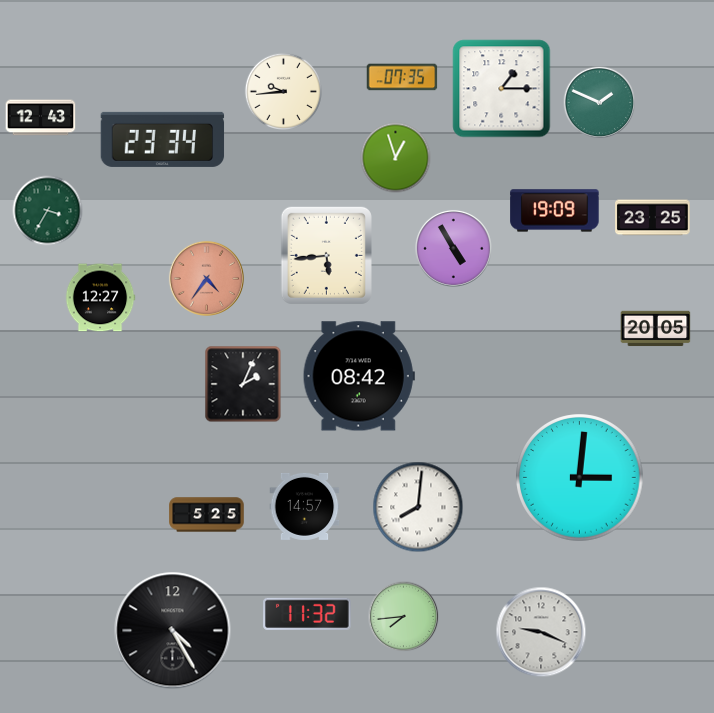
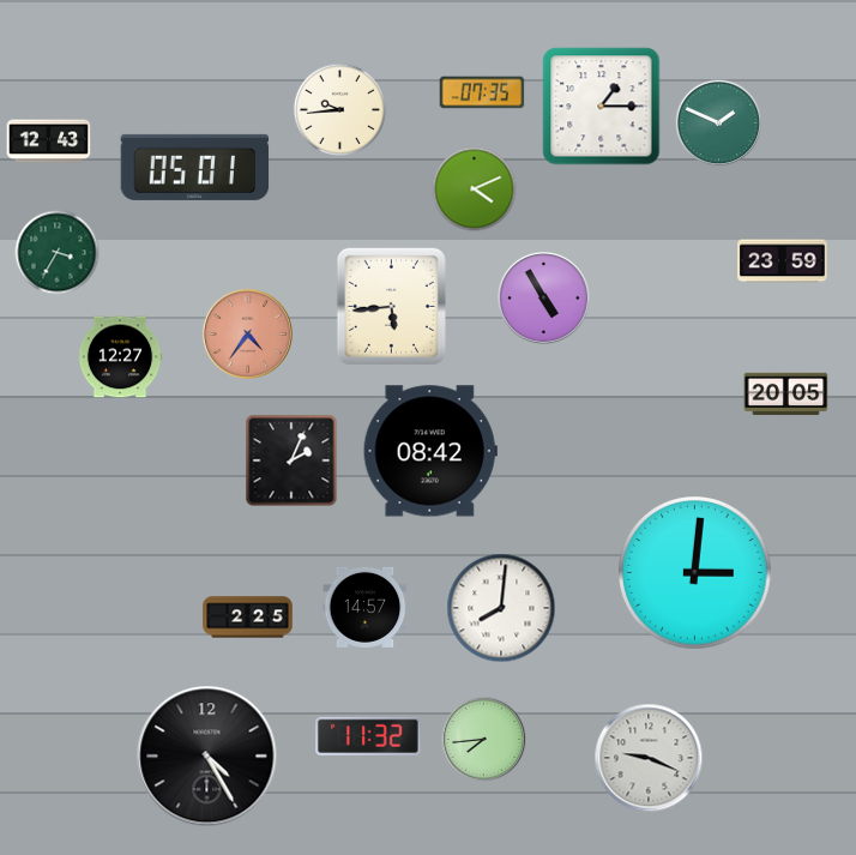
clock at (163, 139): 23:34 -> 05:01
clock at (396, 158): 12:57 -> 4:11
clock at (555, 211): 19:09 -> none
clock at (653, 218): 23:25 -> 23:59
clock at (207, 515): 5:25 -> 2:25
